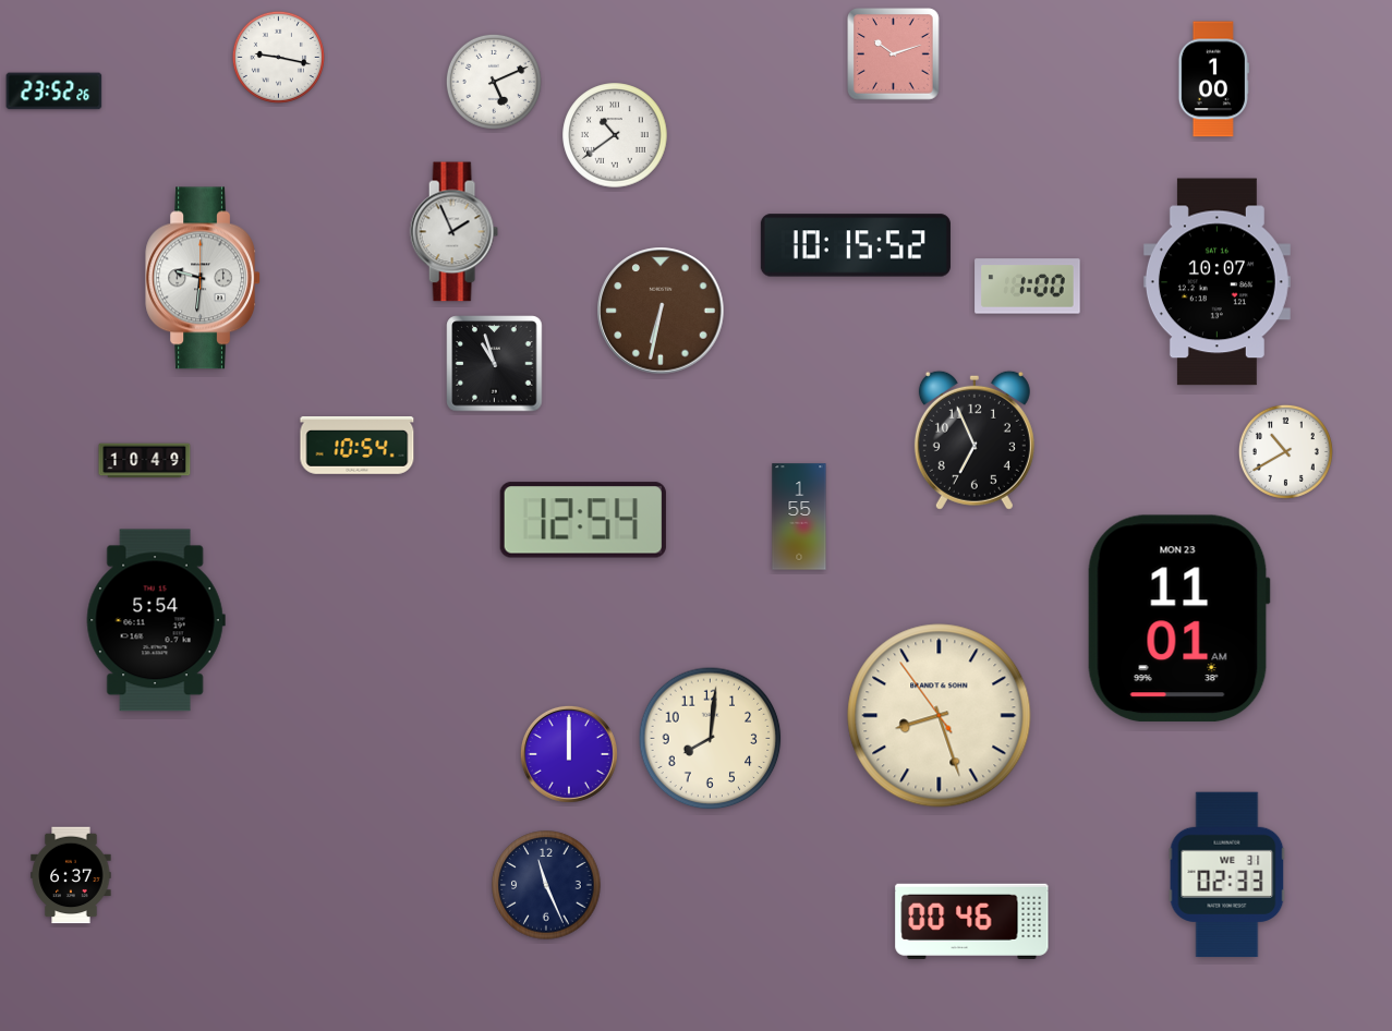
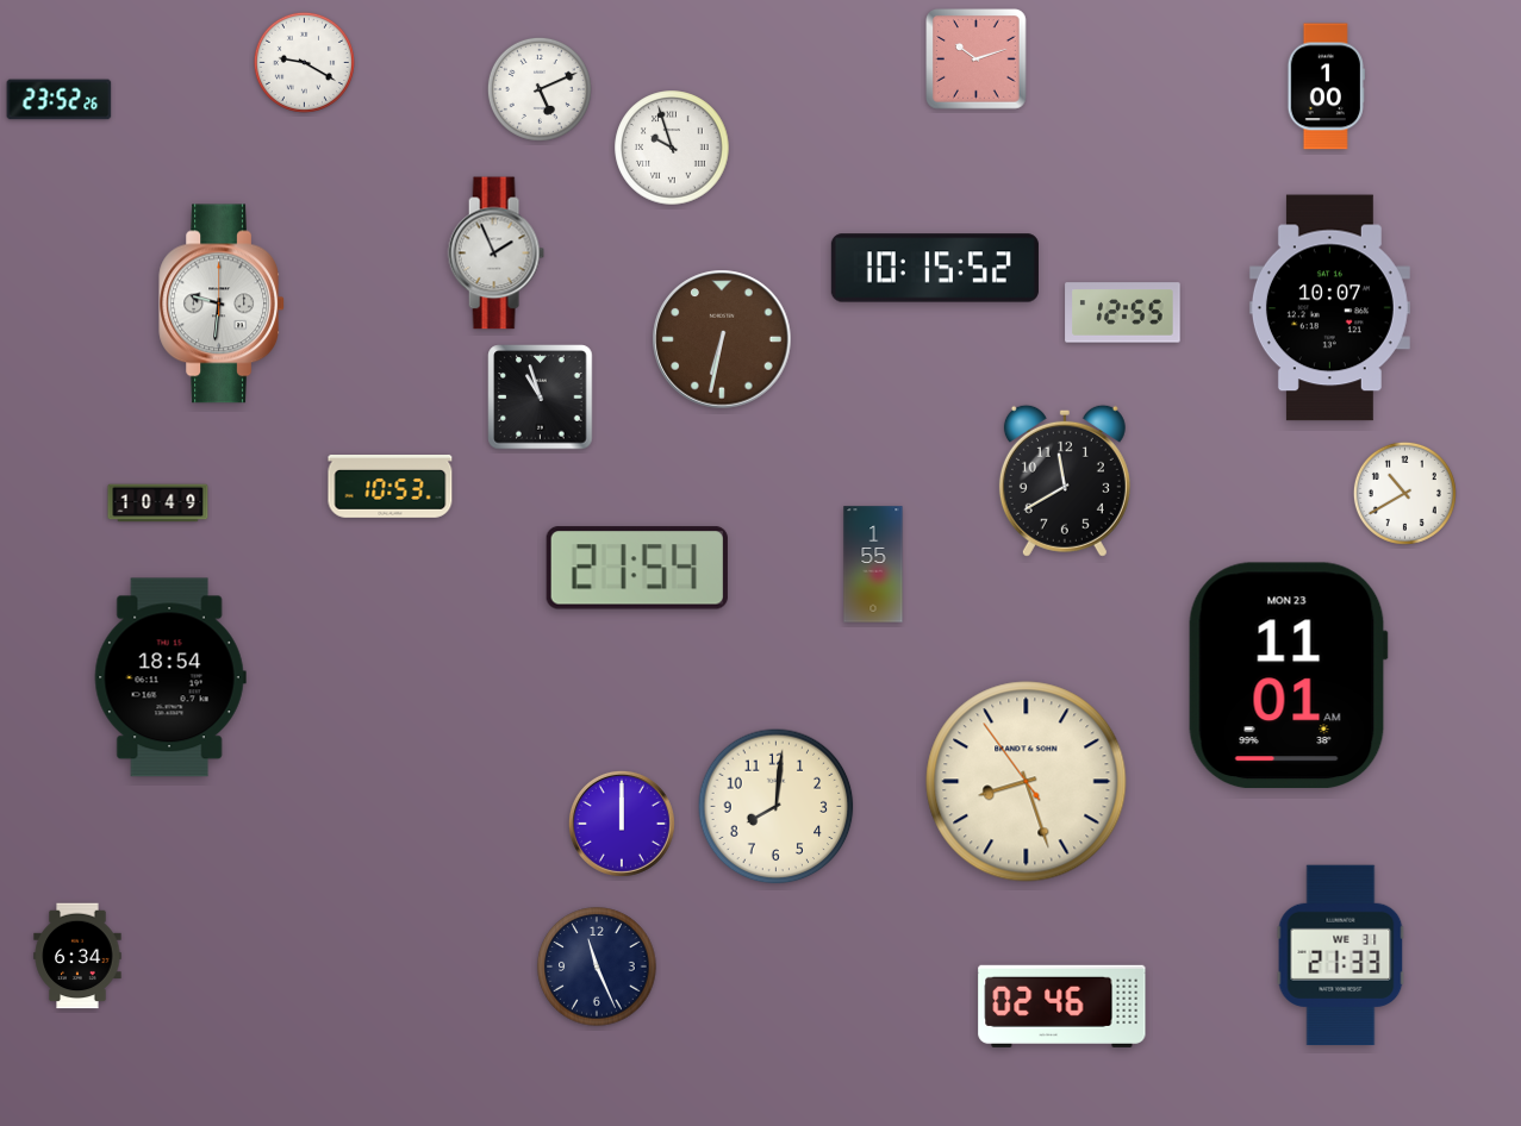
clock at (278, 57): 9:17 -> 9:20
clock at (615, 135): 10:39 -> 9:57
clock at (1028, 287): 1:00 -> 12:55
clock at (975, 440): 6:56 -> 11:40
clock at (358, 446): 10:54 -> 10:53
clock at (583, 520): 12:54 -> 21:54
clock at (156, 620): 5:54 -> 18:54
clock at (71, 875): 6:37 -> 6:34
clock at (1227, 875): 02:33 -> 21:33
clock at (972, 921): 00:46 -> 02:46
